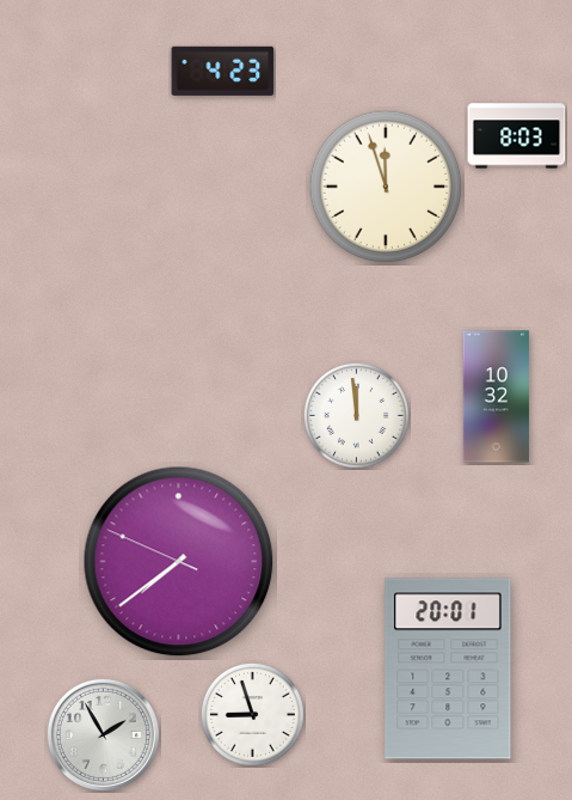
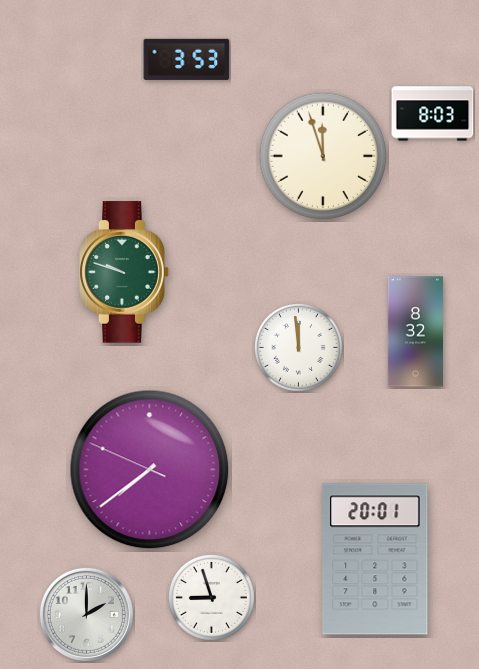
clock at (223, 71): 4:23 -> 3:53
clock at (124, 272): none -> 9:48
clock at (496, 397): 10:32 -> 8:32
clock at (103, 734): 1:55 -> 2:00
